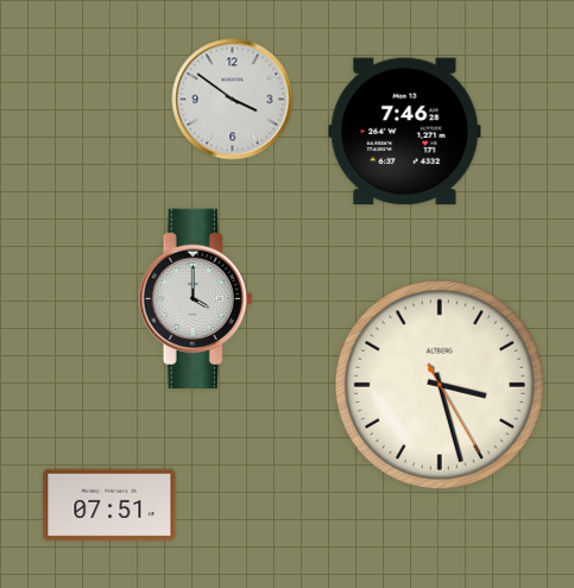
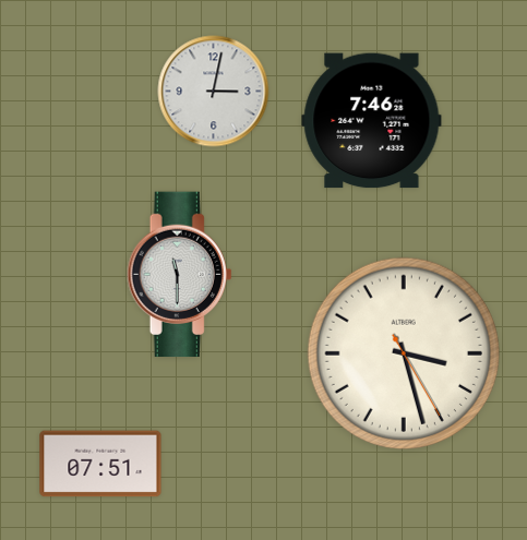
clock at (233, 100): 3:51 -> 3:02
clock at (196, 299): 4:00 -> 11:30
